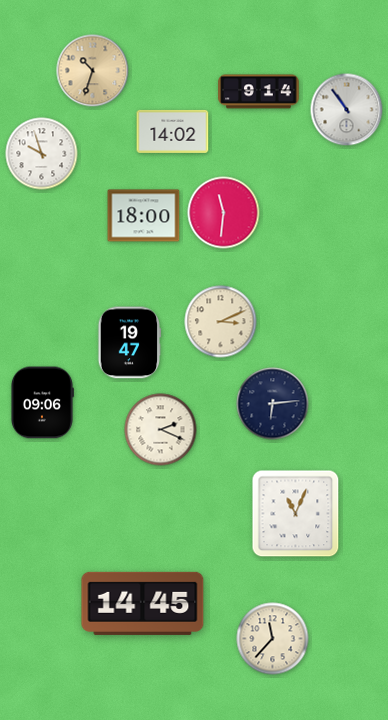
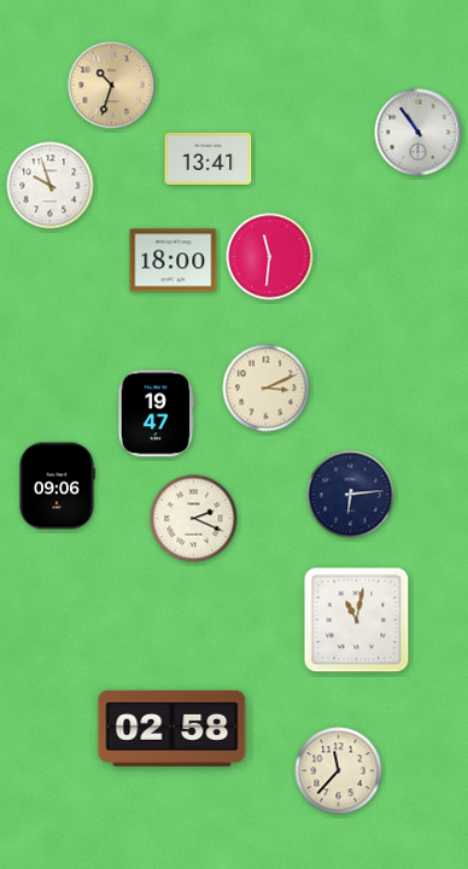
clock at (259, 92): 9:14 -> none
clock at (173, 131): 14:02 -> 13:41
clock at (42, 403) position: (42, 403) -> (57, 486)
clock at (273, 404) position: (273, 404) -> (351, 495)
clock at (296, 514): 11:04 -> 11:02
clock at (143, 603): 14:45 -> 02:58
clock at (273, 639) position: (273, 639) -> (339, 771)
